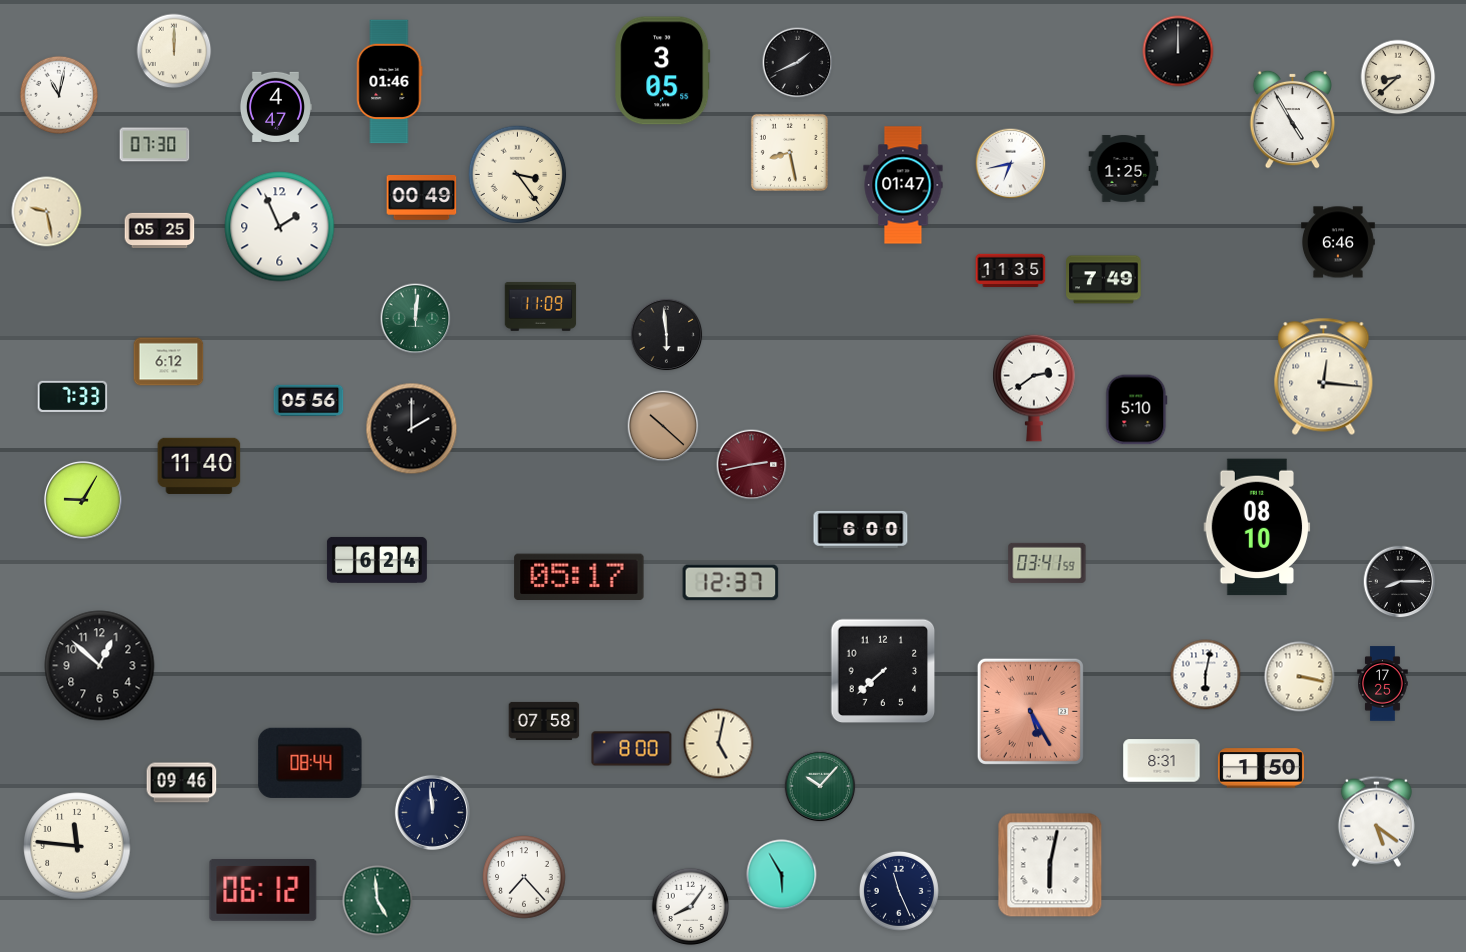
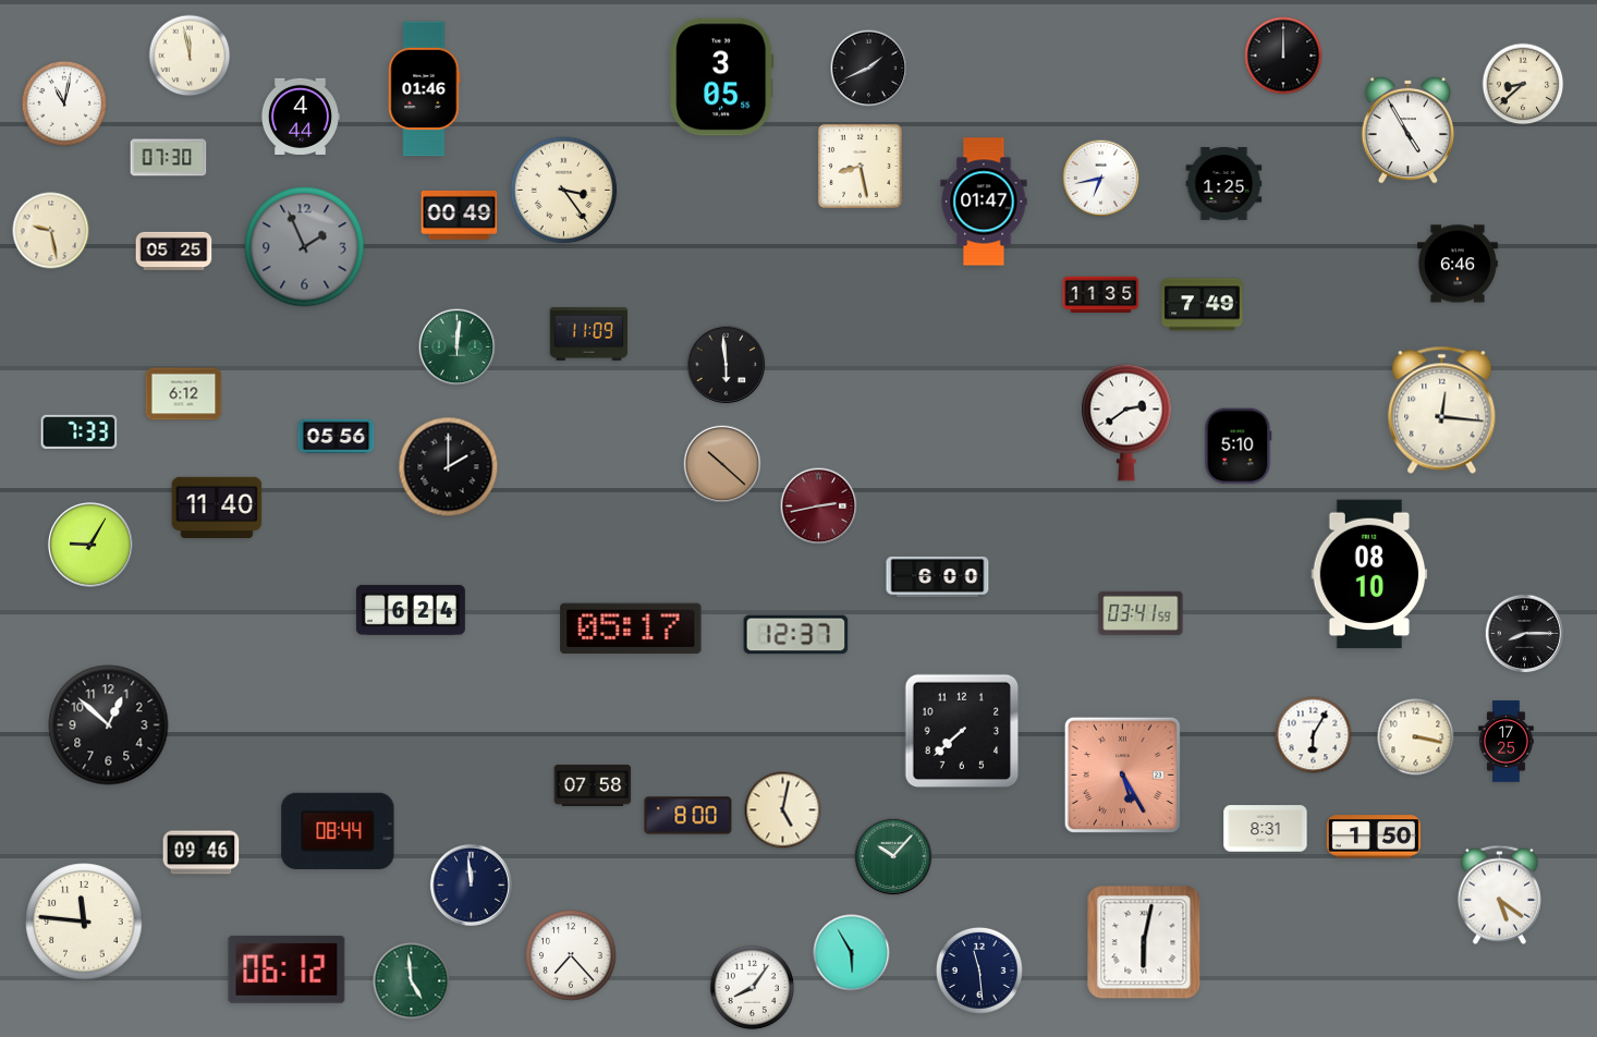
clock at (174, 51): 12:00 -> 11:58
clock at (275, 107): 4:47 -> 4:44
clock at (280, 227) dial: white -> grey
clock at (416, 319) position: (416, 319) -> (458, 347)
clock at (1206, 675): 6:02 -> 6:05
clock at (1383, 684) position: (1383, 684) -> (1507, 742)
clock at (182, 783) position: (182, 783) -> (202, 853)
clock at (899, 891): 11:26 -> 11:29
